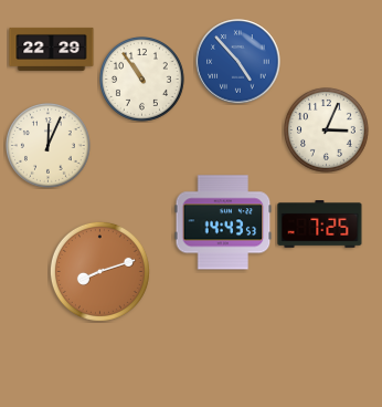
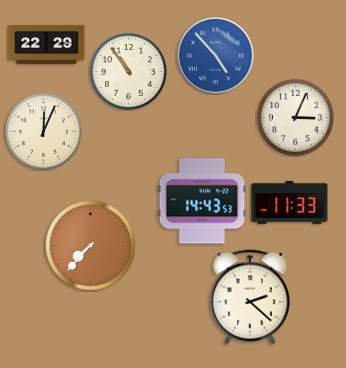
clock at (320, 225): 7:25 -> 11:33
clock at (99, 271): 8:12 -> 7:37
clock at (250, 297): none -> 2:22
